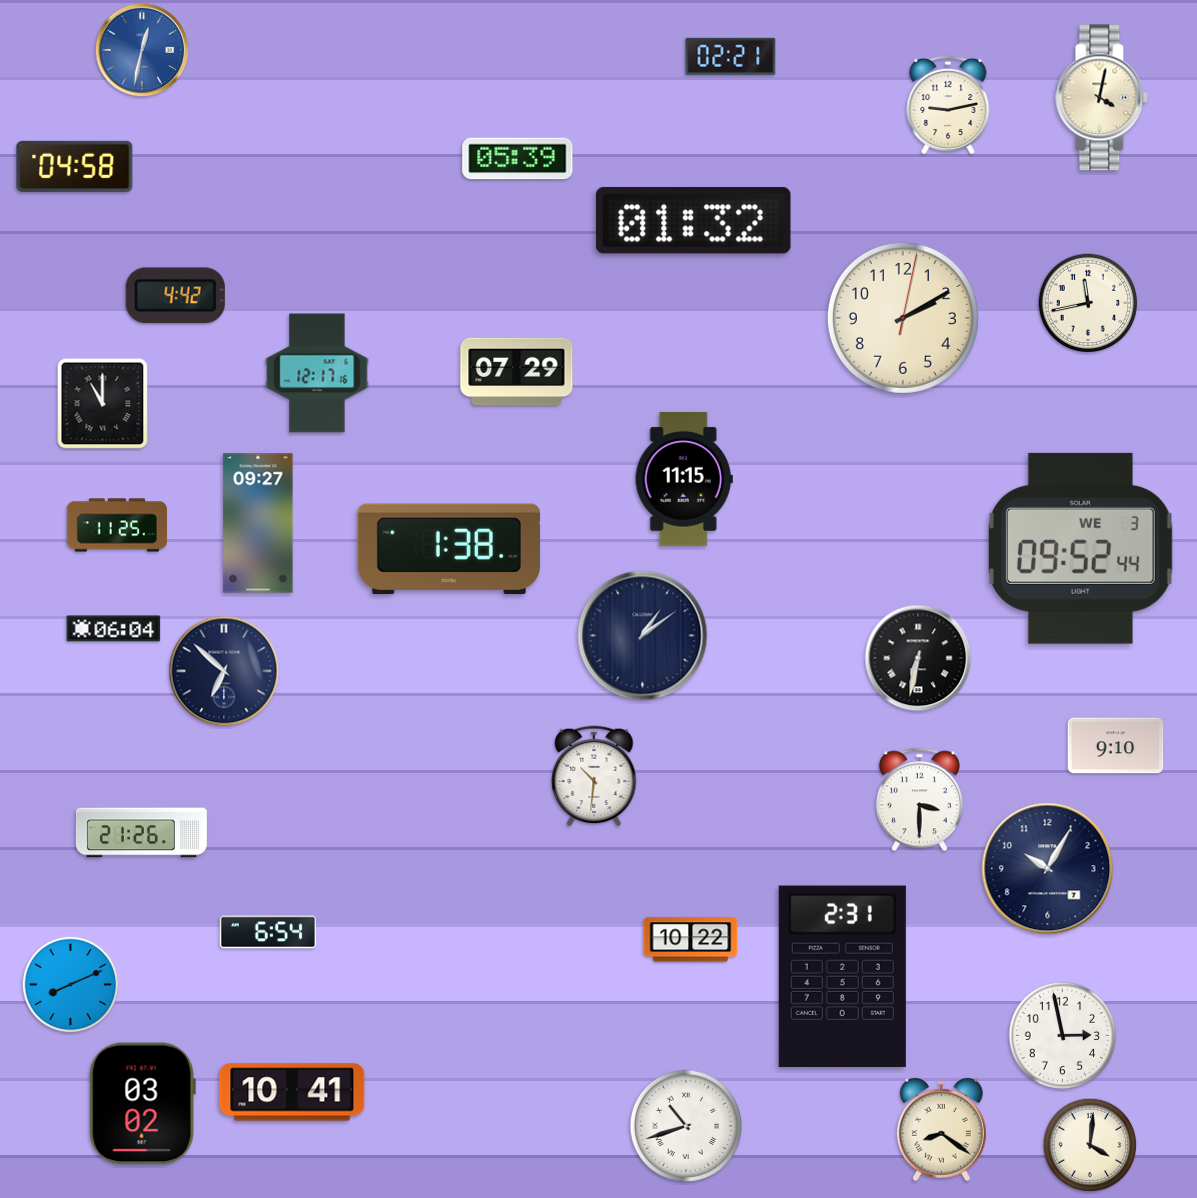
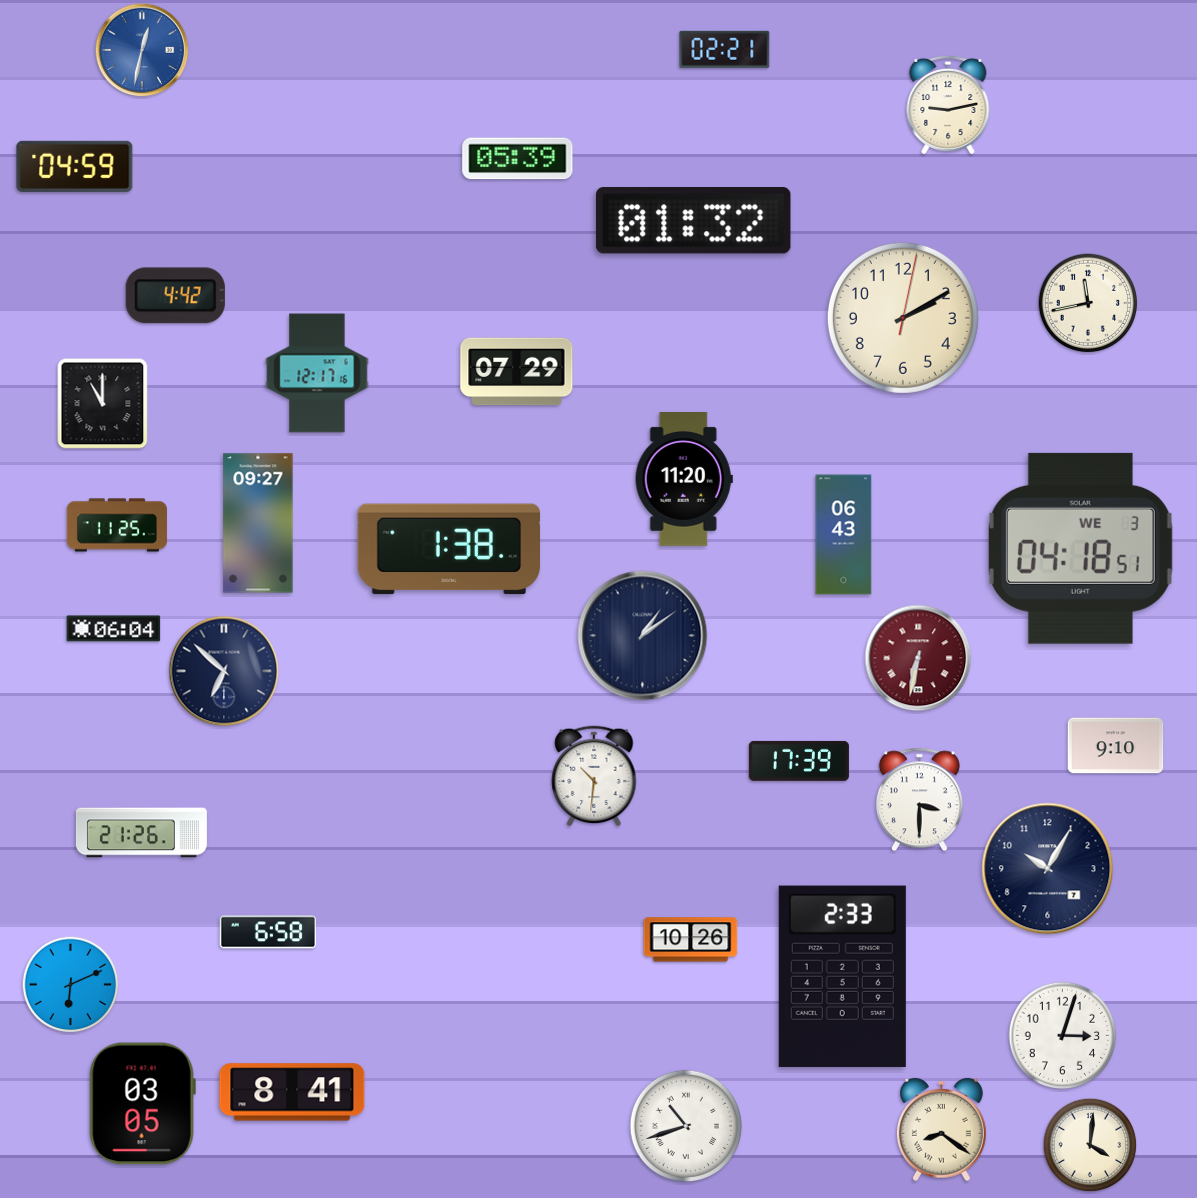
clock at (731, 56) position: (731, 56) -> (725, 49)
clock at (1102, 98): 4:02 -> none
clock at (75, 166): 04:58 -> 04:59
clock at (684, 480): 11:15 -> 11:20
clock at (844, 535): none -> 06:43
clock at (1080, 548): 09:52 -> 04:18
clock at (918, 658) dial: black -> burgundy
clock at (799, 761): none -> 17:39
clock at (268, 932): 6:54 -> 6:58
clock at (691, 940): 10:22 -> 10:26
clock at (842, 976): 2:31 -> 2:33
clock at (71, 985): 8:11 -> 6:11
clock at (1062, 1035): 2:58 -> 3:03
clock at (292, 1092): 10:41 -> 8:41
clock at (142, 1104): 03:02 -> 03:05
